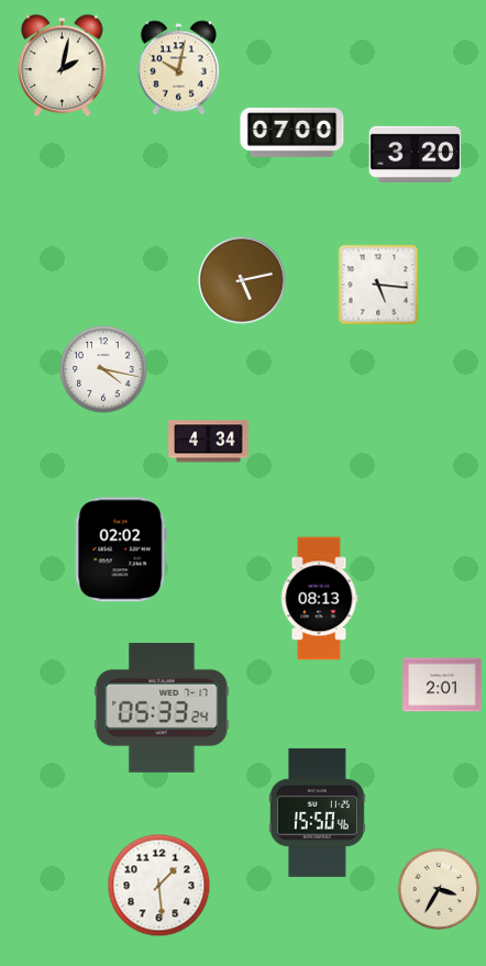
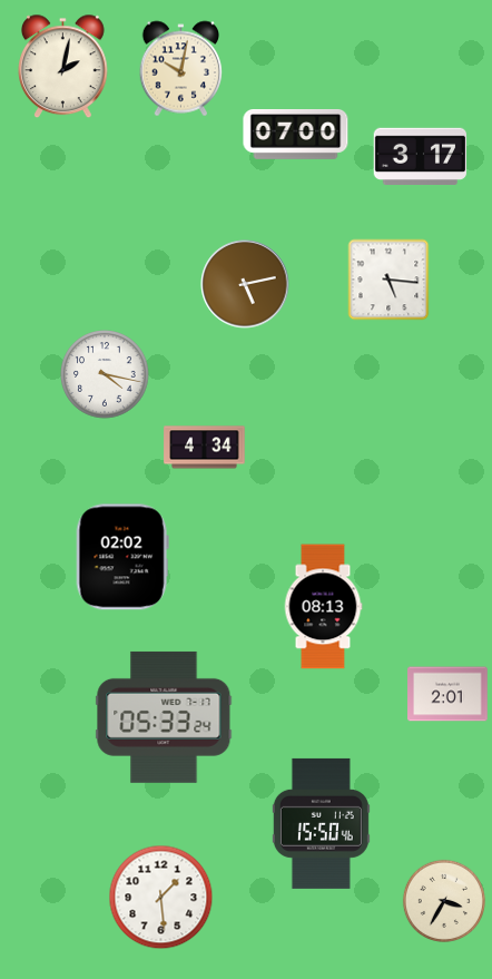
clock at (416, 154): 3:20 -> 3:17
clock at (378, 285) position: (378, 285) -> (388, 280)
clock at (209, 442) position: (209, 442) -> (205, 448)
